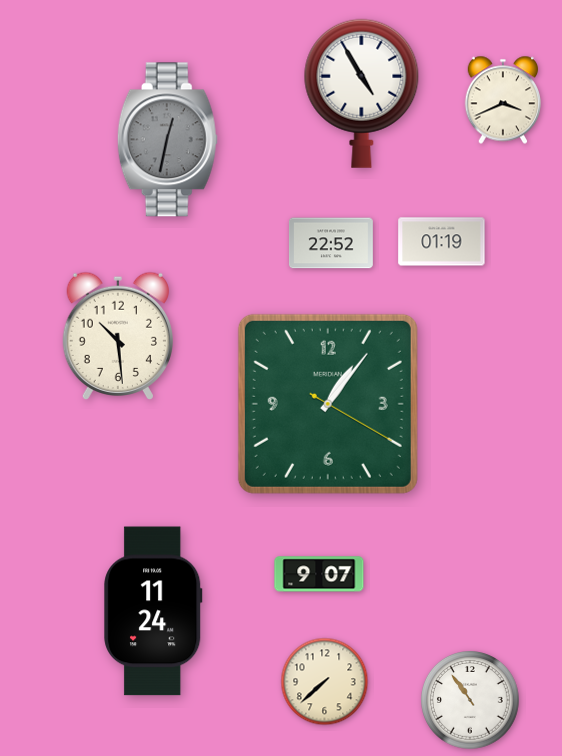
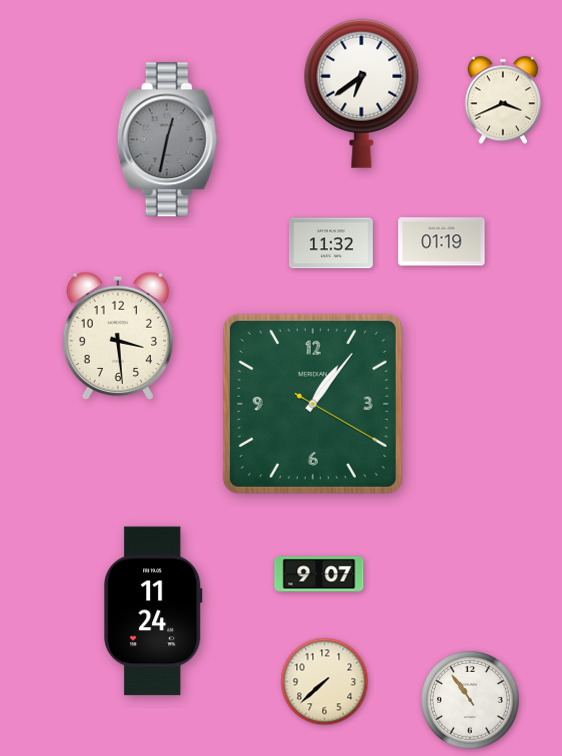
clock at (362, 93): 4:55 -> 6:39
clock at (331, 243): 22:52 -> 11:32
clock at (117, 335): 10:29 -> 3:29
clock at (328, 404) position: (328, 404) -> (313, 404)
